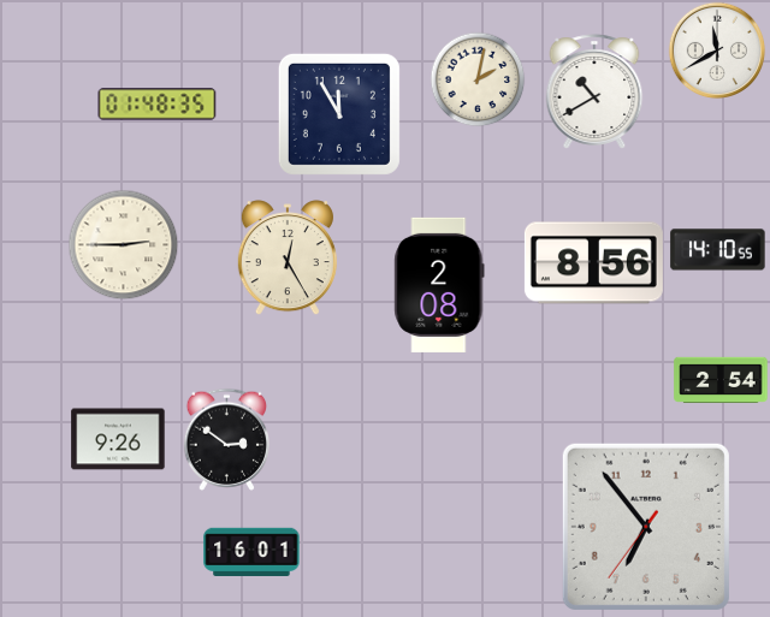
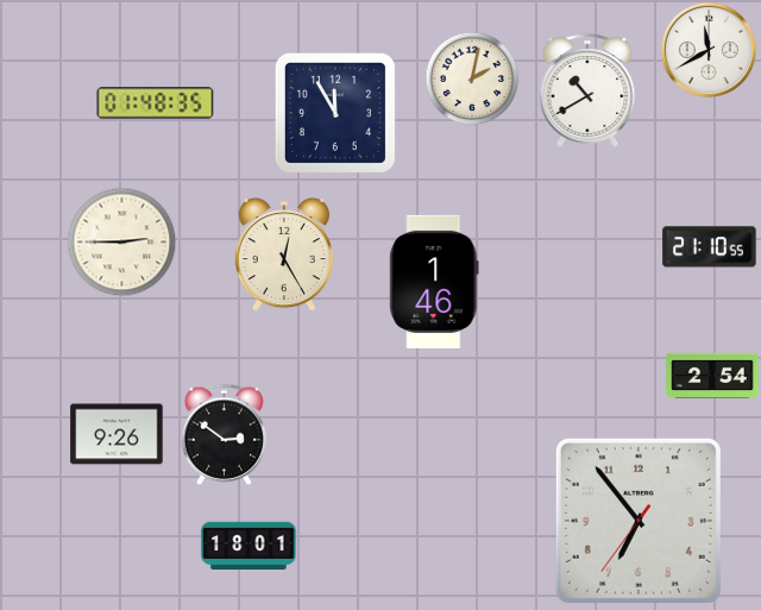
clock at (718, 250): 14:10 -> 21:10
clock at (593, 263): 8:56 -> none
clock at (439, 285): 2:08 -> 1:46
clock at (251, 552): 16:01 -> 18:01
